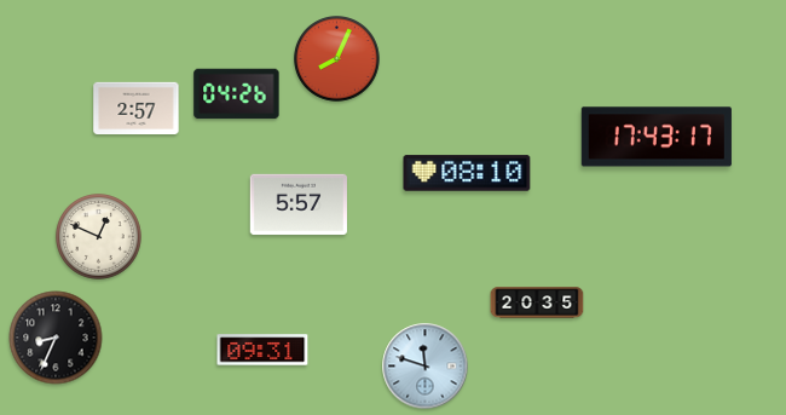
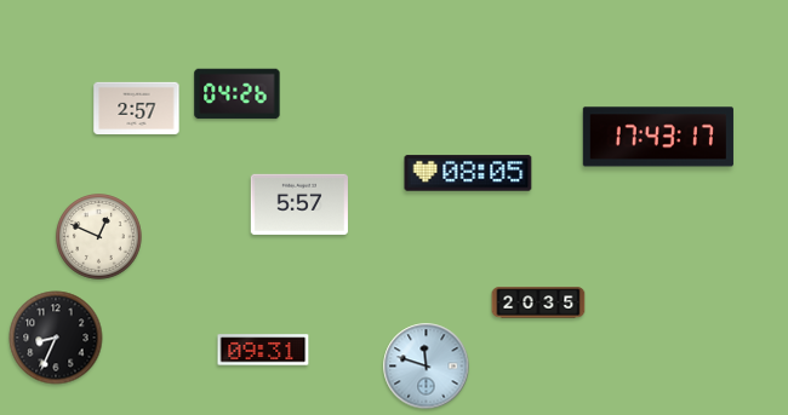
clock at (337, 59): 8:04 -> none
clock at (467, 173): 08:10 -> 08:05
